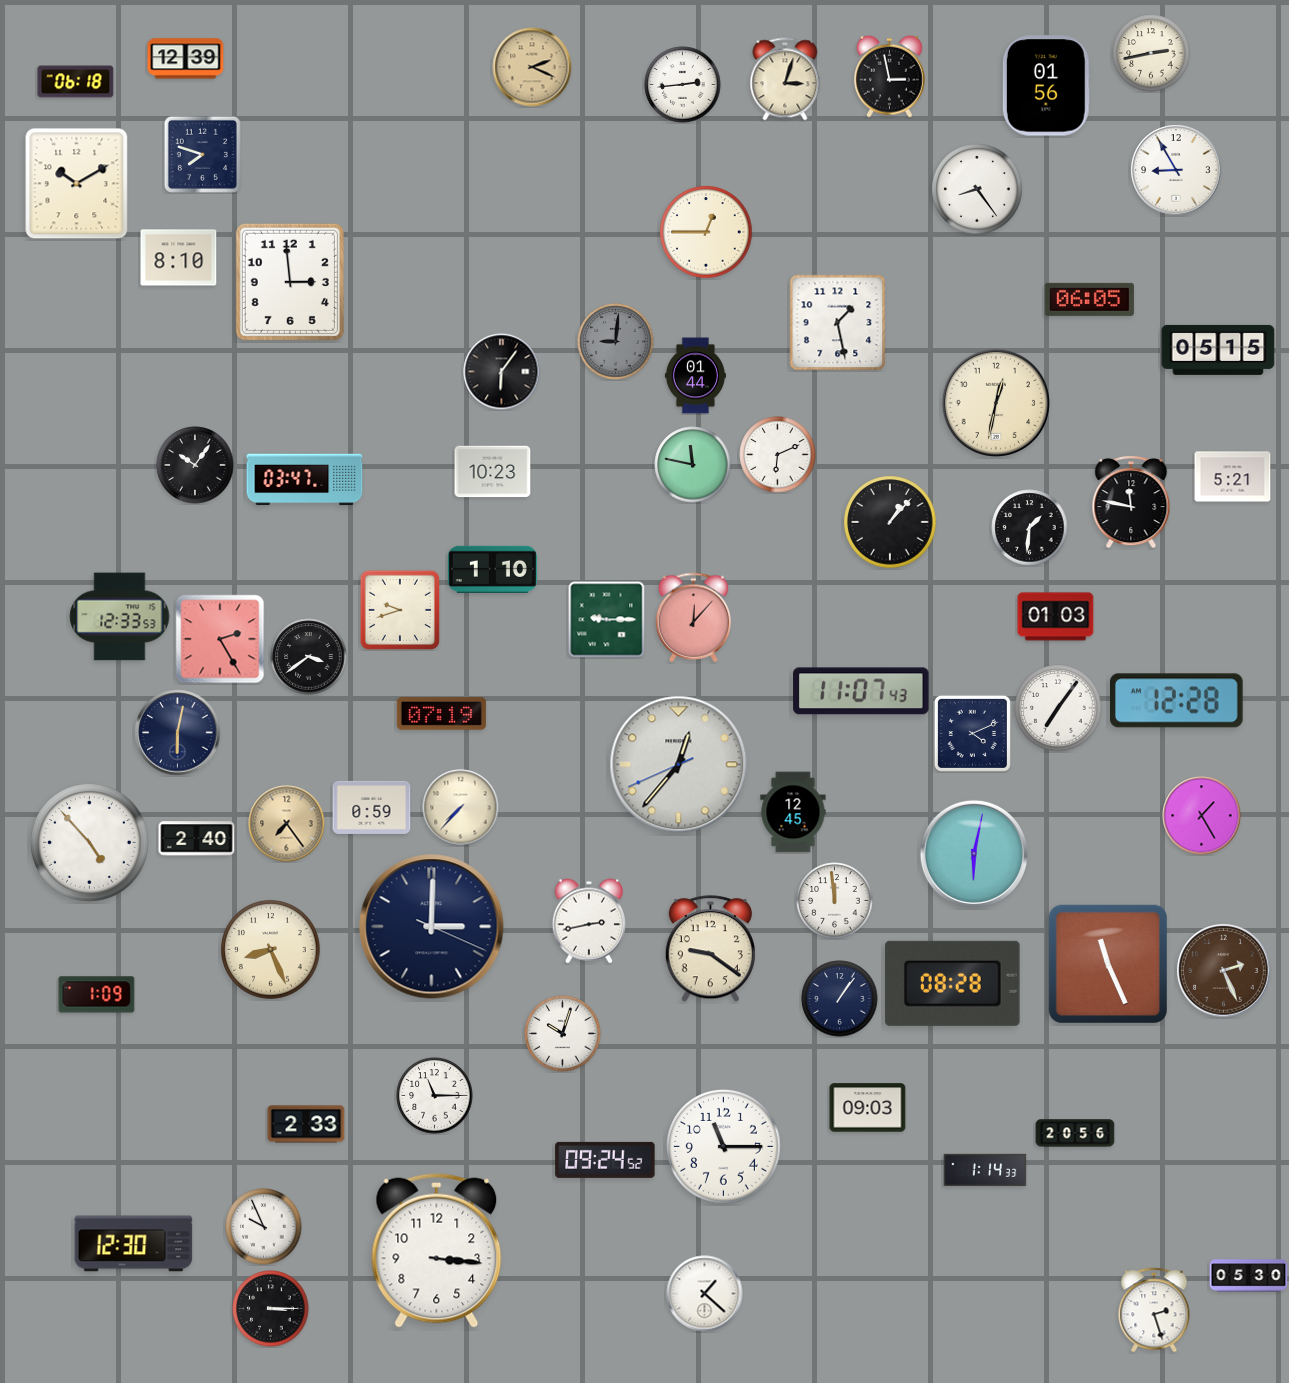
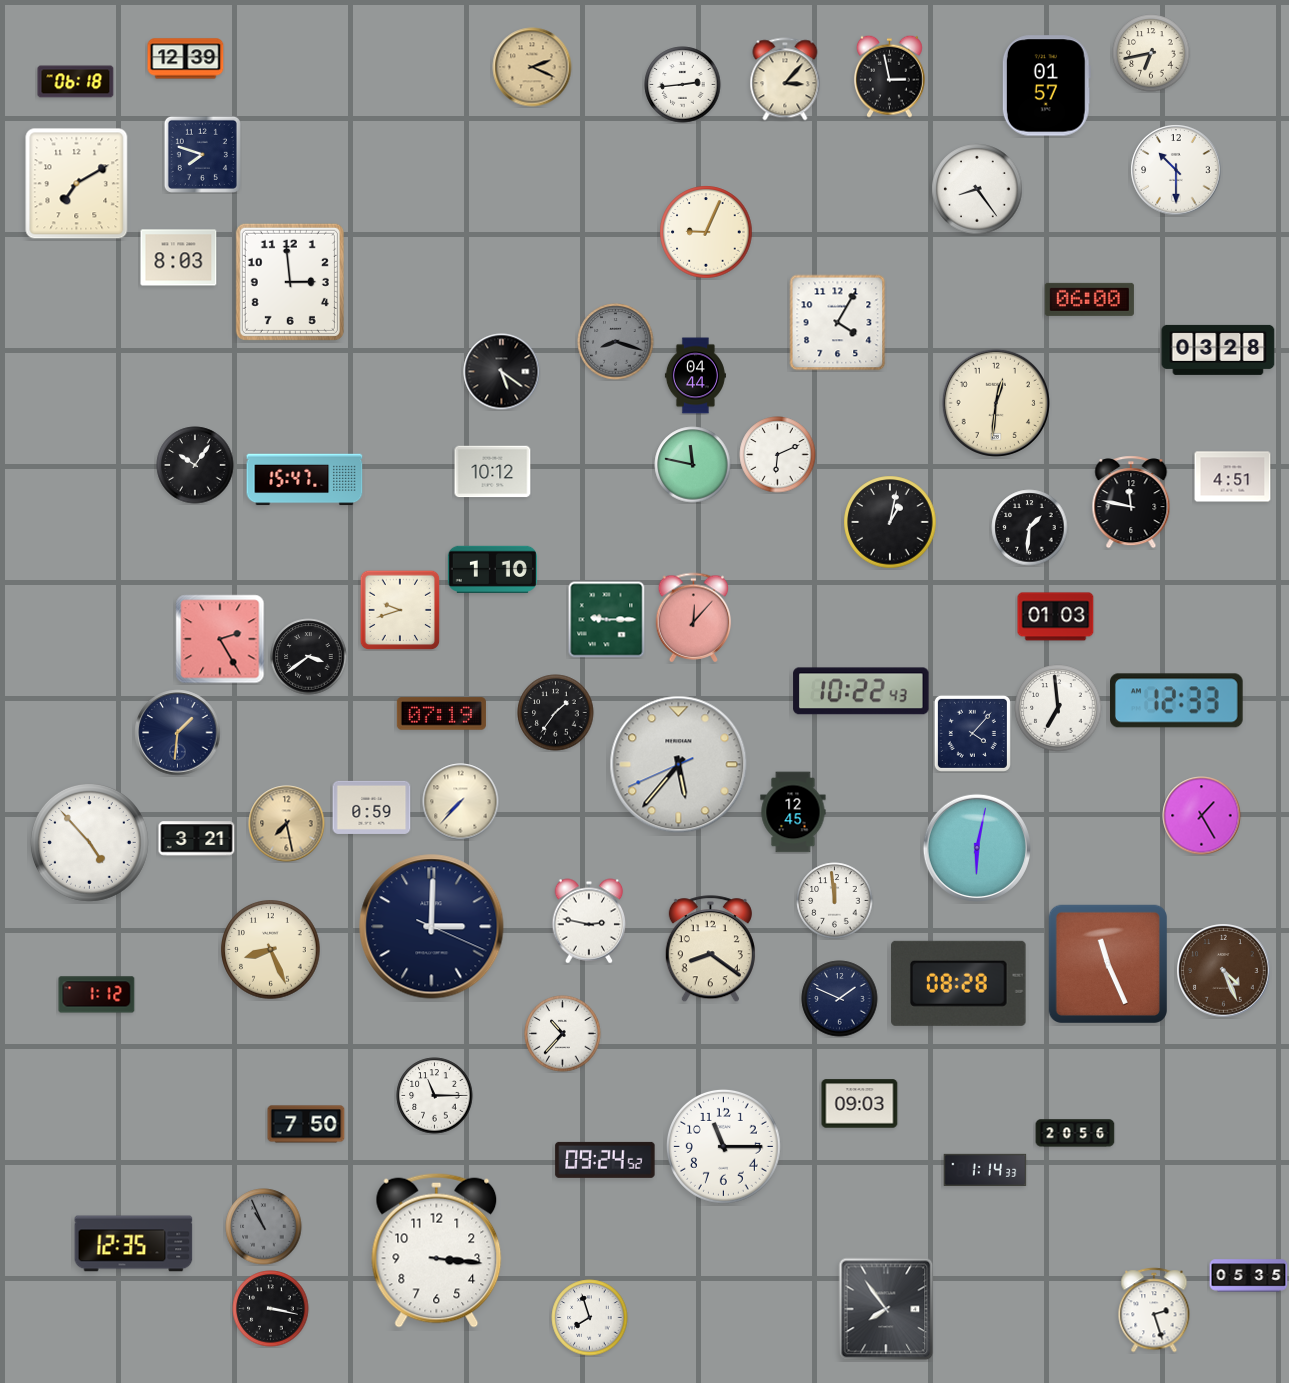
clock at (1151, 53): 2:43 -> 6:43
clock at (785, 79): 3:03 -> 3:07
clock at (1046, 86): 01:56 -> 01:57
clock at (1176, 170): 8:55 -> 10:30
clock at (77, 184): 10:10 -> 7:10
clock at (706, 232): 12:45 -> 9:04
clock at (179, 258): 8:10 -> 8:03
clock at (1089, 299): 06:05 -> 06:00
clock at (838, 323): 1:28 -> 4:05
clock at (616, 342): 9:01 -> 8:18
clock at (1218, 350): 05:15 -> 03:28
clock at (502, 372): 6:06 -> 5:21
clock at (695, 376): 01:44 -> 04:44
clock at (996, 403): 12:32 -> 12:31
clock at (493, 472): 10:23 -> 10:12
clock at (1233, 477): 5:21 -> 4:51
clock at (305, 480): 03:47 -> 15:47
clock at (890, 522): 1:07 -> 1:02
clock at (120, 617): 12:33 -> none
clock at (861, 691): 11:07 -> 10:22
clock at (1177, 701): 12:28 -> 12:33
clock at (1058, 708): 7:06 -> 6:59
clock at (556, 713): none -> 1:36
clock at (178, 733): 6:02 -> 1:31
clock at (972, 733): 4:11 -> 4:07
clock at (679, 765): 12:36 -> 5:36
clock at (461, 808) position: (461, 808) -> (461, 802)
clock at (287, 824): 7:24 -> 7:28
clock at (197, 839): 2:40 -> 3:21
clock at (974, 854) position: (974, 854) -> (977, 848)
clock at (589, 921): 2:43 -> 2:47
clock at (710, 949): 9:21 -> 8:21
clock at (1224, 971): 2:26 -> 4:26
clock at (953, 983) position: (953, 983) -> (959, 983)
clock at (97, 995): 1:09 -> 1:12
clock at (840, 999): 1:06 -> 1:49
clock at (563, 1034): 10:03 -> 10:37
clock at (868, 1108) position: (868, 1108) -> (860, 1104)
clock at (306, 1124): 2:33 -> 7:50
clock at (264, 1227): 9:56 -> 10:56
clock at (264, 1227) dial: white -> grey
clock at (134, 1244): 12:30 -> 12:35
clock at (1249, 1276): 05:30 -> 05:35
clock at (705, 1294): 1:22 -> none
clock at (271, 1309): 3:15 -> 3:17
clock at (886, 1309): none -> 7:54
clock at (590, 1318): none -> 7:57
